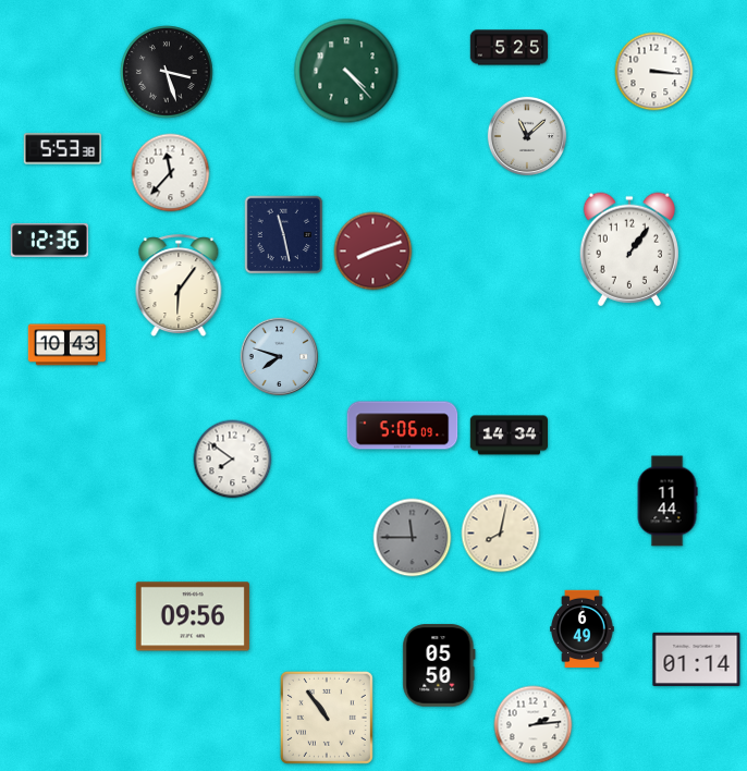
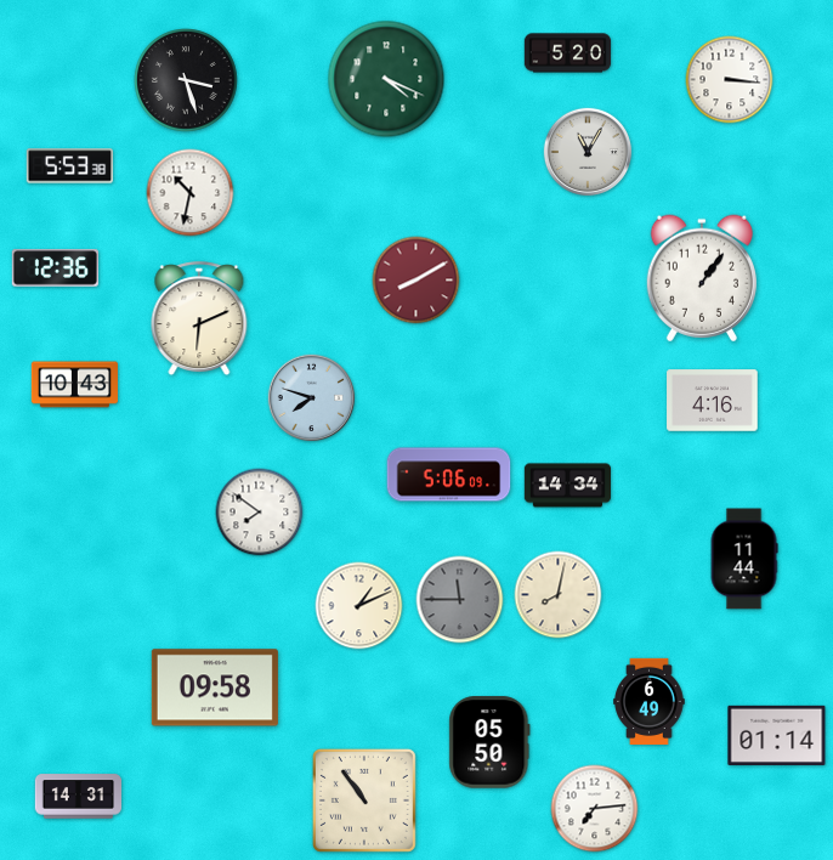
clock at (510, 48): 5:25 -> 5:20
clock at (346, 71): 4:23 -> 4:19
clock at (526, 135): 11:08 -> 11:05
clock at (171, 173): 11:37 -> 10:32
clock at (284, 235): 11:28 -> none
clock at (373, 252): 8:12 -> 8:10
clock at (179, 286): 6:06 -> 6:11
clock at (713, 401): none -> 4:16
clock at (359, 606): none -> 1:11
clock at (193, 616): 09:56 -> 09:58
clock at (78, 797): none -> 14:31
clock at (534, 725): 2:14 -> 7:14
